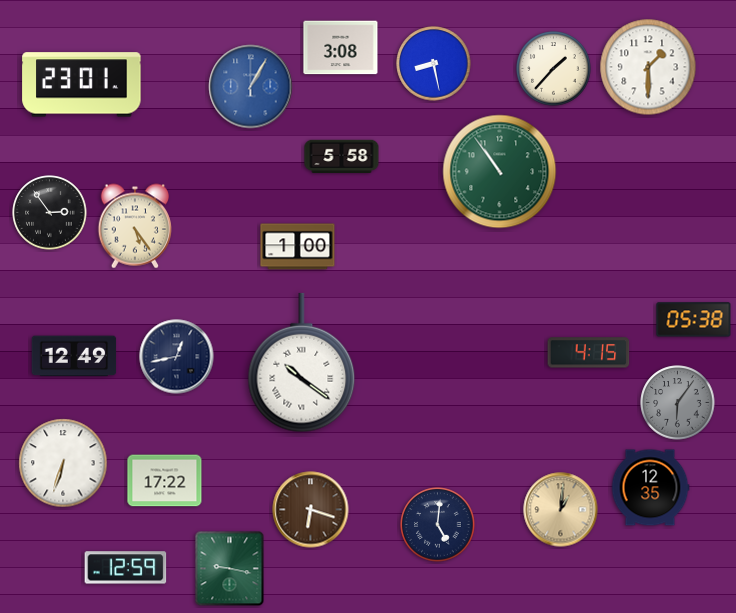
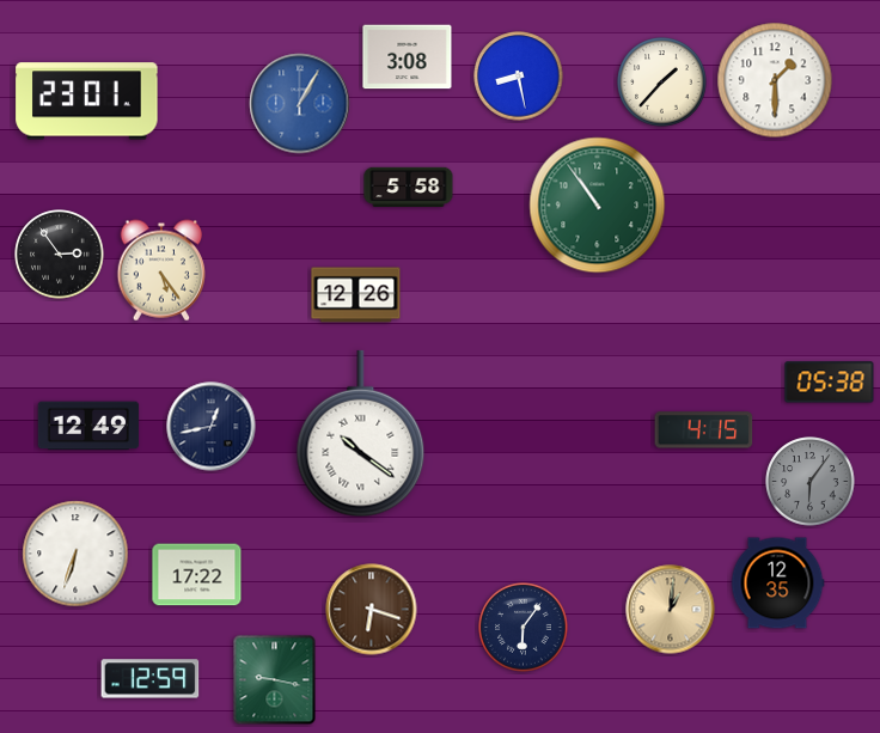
clock at (82, 85) position: (82, 85) -> (87, 102)
clock at (298, 247): 1:00 -> 12:26
clock at (589, 353) position: (589, 353) -> (704, 430)
clock at (438, 525): 5:01 -> 6:06
